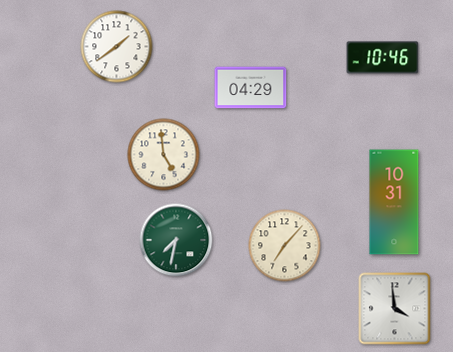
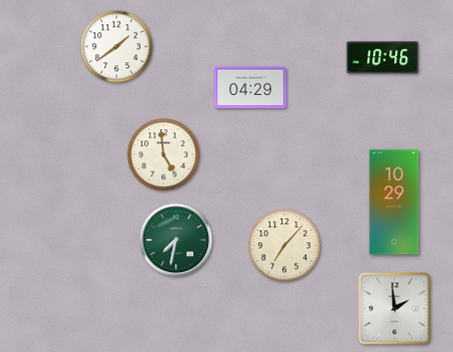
clock at (394, 202): 10:31 -> 10:29
clock at (395, 309): 3:59 -> 1:59
